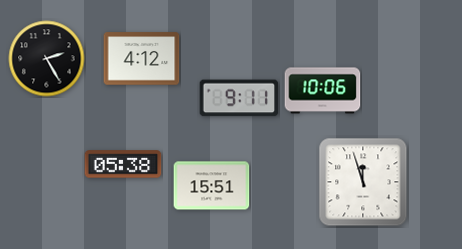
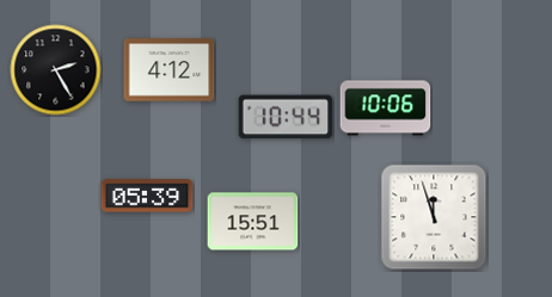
clock at (239, 98): 9:11 -> 10:44
clock at (123, 164): 05:38 -> 05:39
